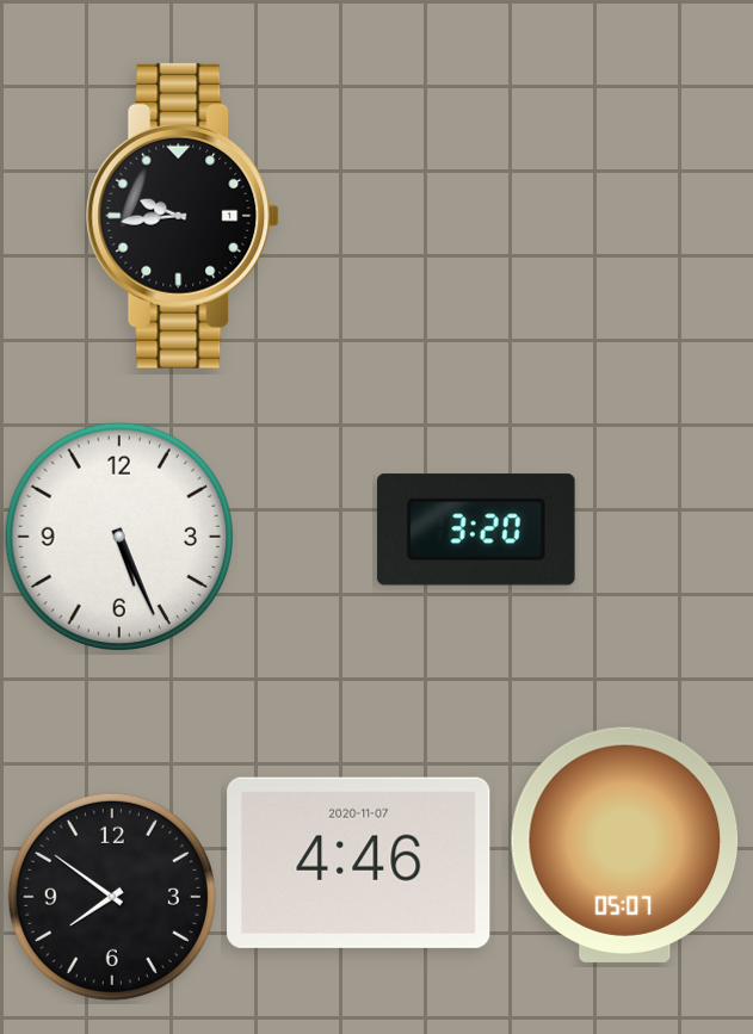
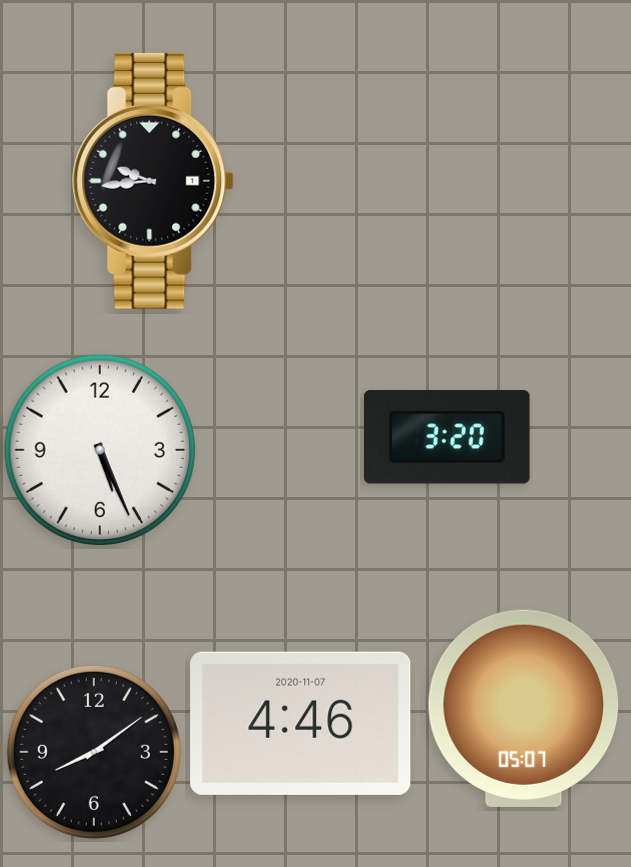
clock at (476, 530) position: (476, 530) -> (447, 437)
clock at (112, 897): 7:51 -> 8:09
